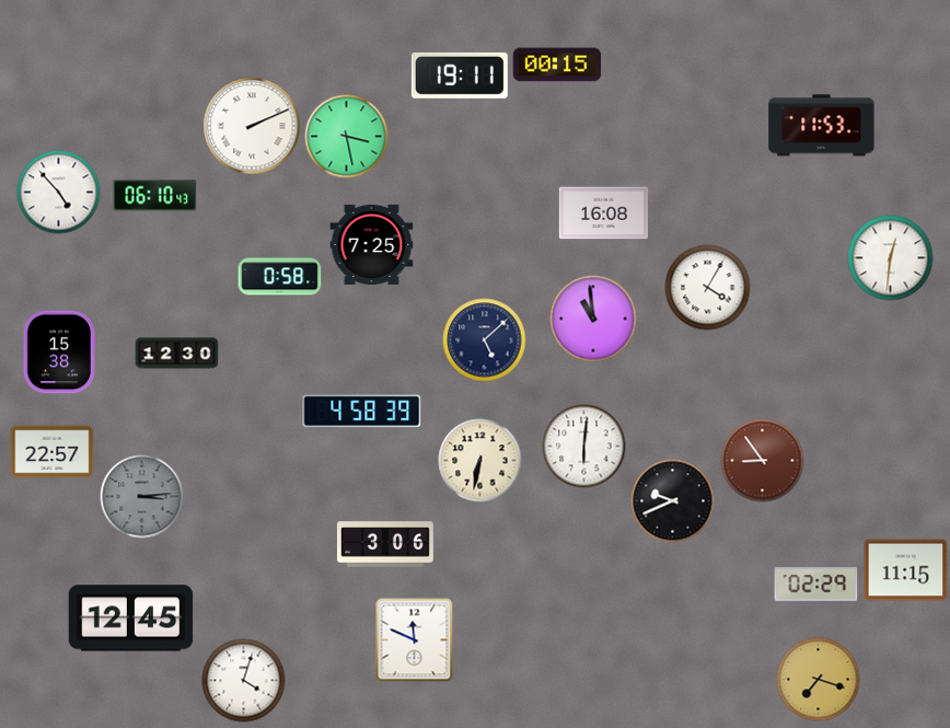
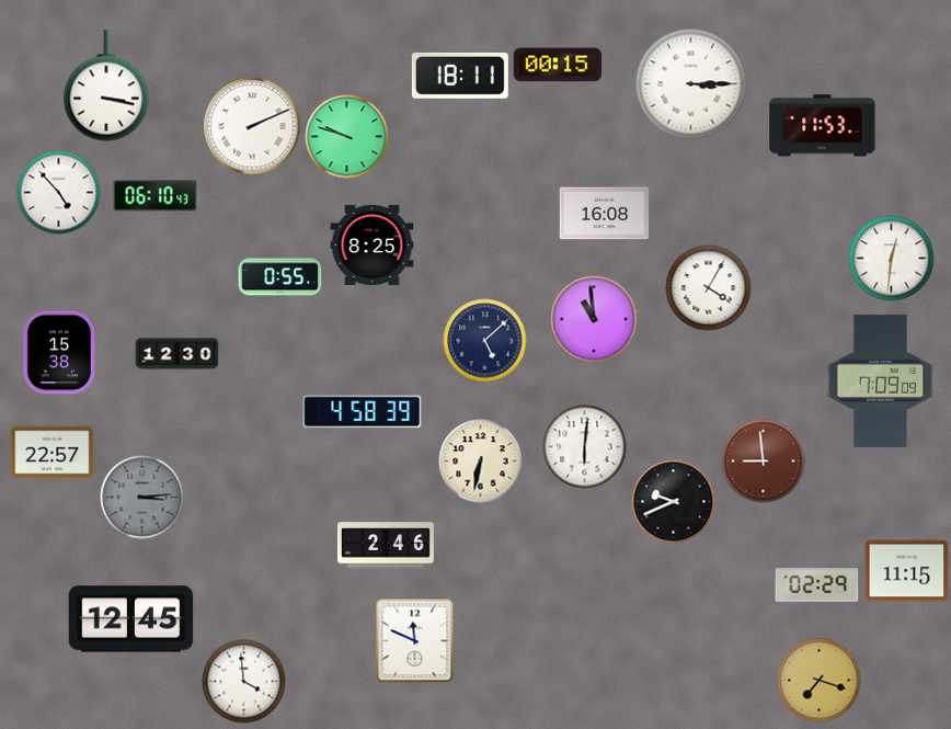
clock at (460, 76): 19:11 -> 18:11
clock at (691, 84): none -> 3:15
clock at (106, 86): none -> 3:17
clock at (347, 137): 3:28 -> 9:48
clock at (372, 244): 7:25 -> 8:25
clock at (280, 277): 0:58 -> 0:55
clock at (881, 380): none -> 7:09
clock at (763, 461): 8:54 -> 8:59
clock at (385, 544): 3:06 -> 2:46
clock at (244, 681): 4:03 -> 3:59
